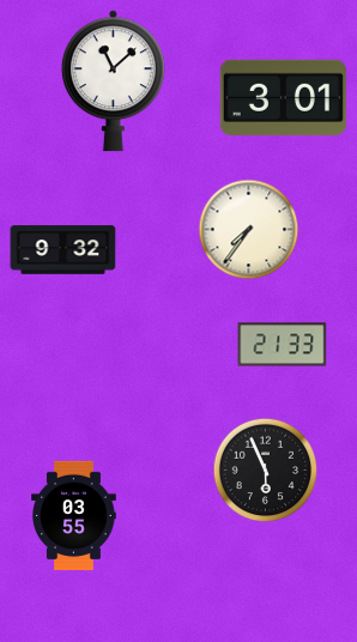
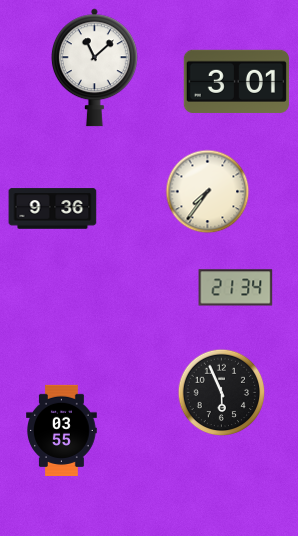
clock at (63, 250): 9:32 -> 9:36
clock at (283, 345): 21:33 -> 21:34
